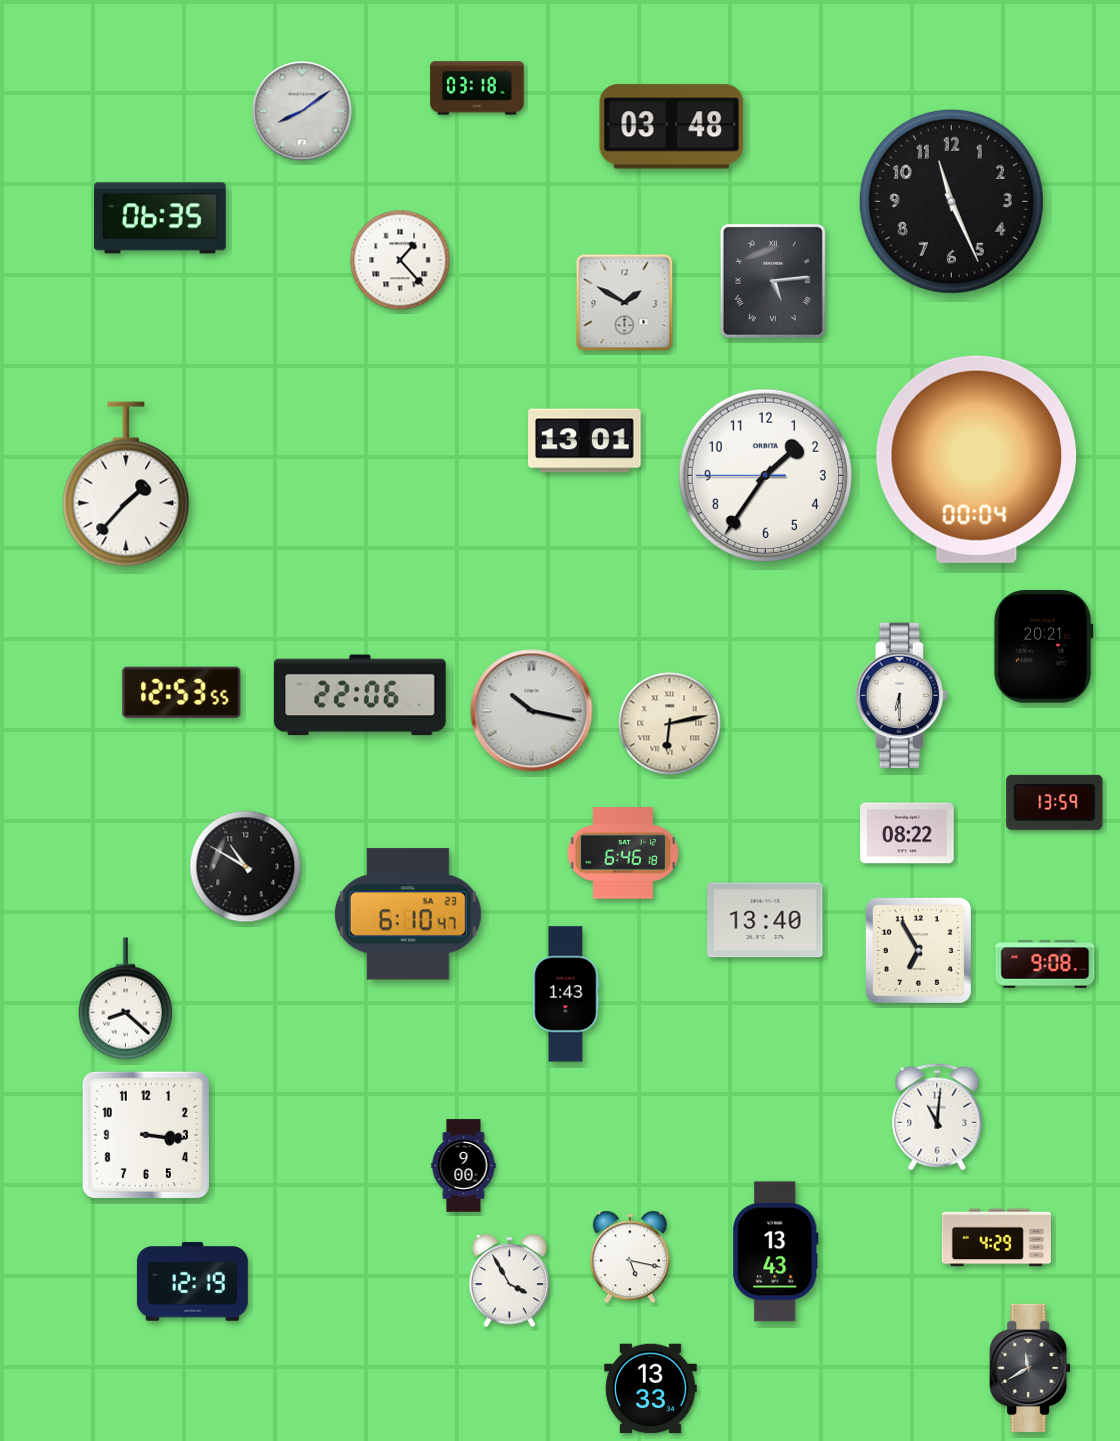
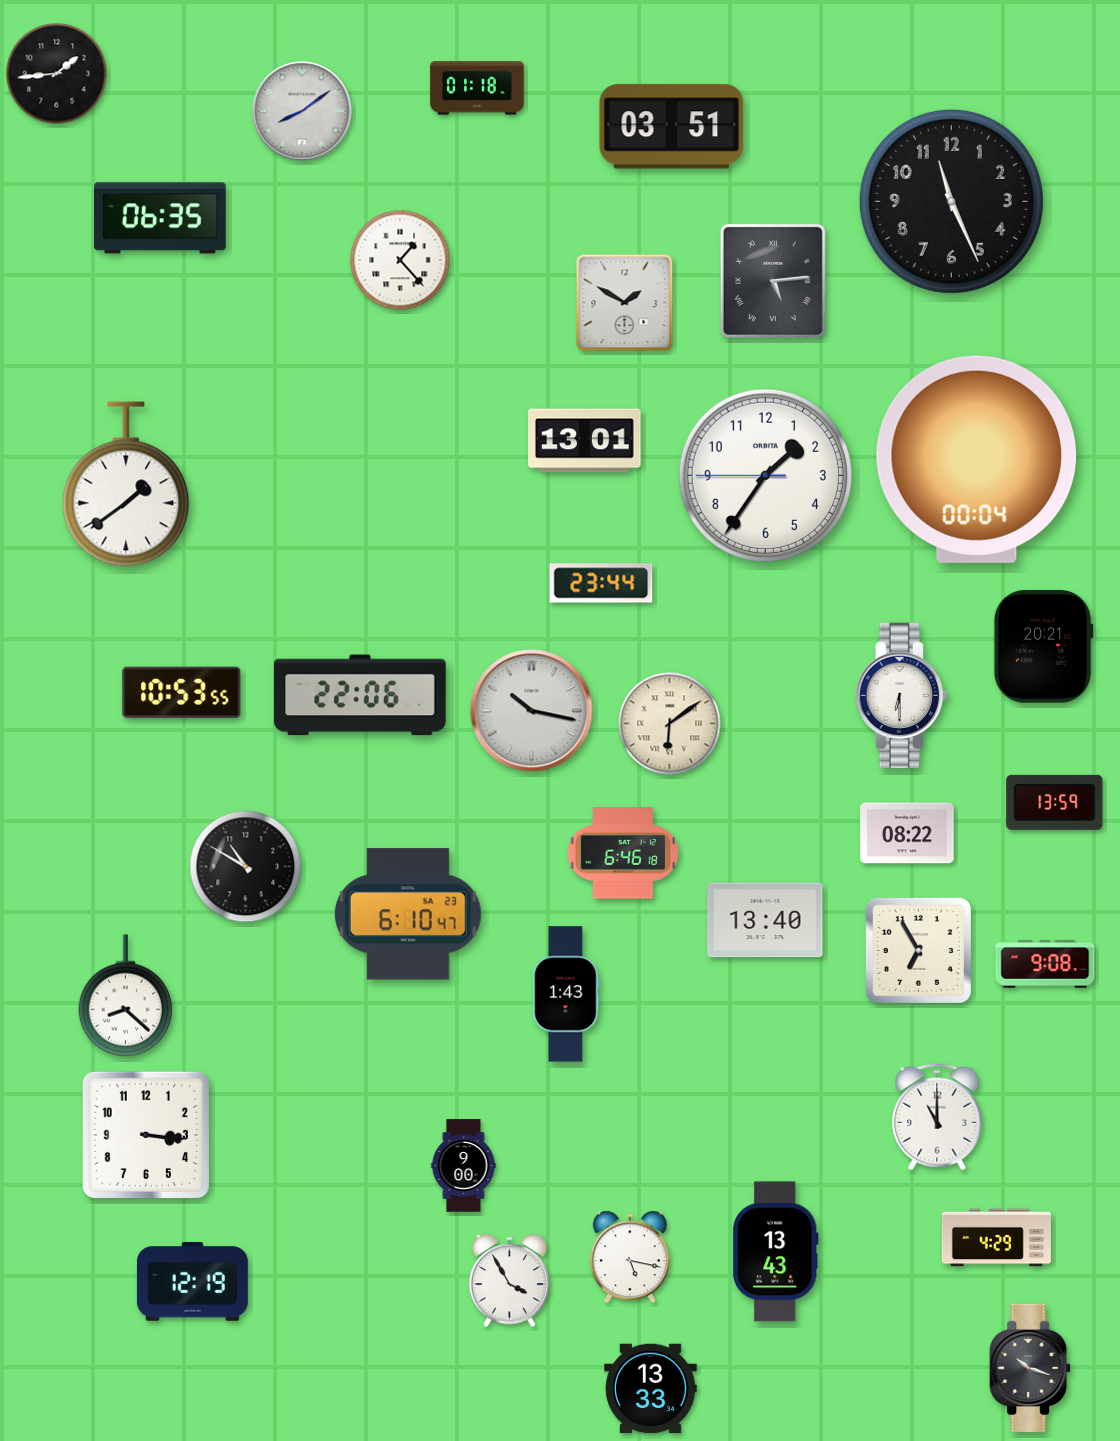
clock at (57, 74): none -> 1:44
clock at (477, 88): 03:18 -> 01:18
clock at (672, 127): 03:48 -> 03:51
clock at (126, 484): 1:37 -> 1:39
clock at (601, 583): none -> 23:44
clock at (182, 692): 12:53 -> 10:53
clock at (670, 724): 6:13 -> 6:09
clock at (125, 999) position: (125, 999) -> (125, 996)
clock at (937, 1117): 11:01 -> 11:00
clock at (1030, 1368): 11:40 -> 10:18
